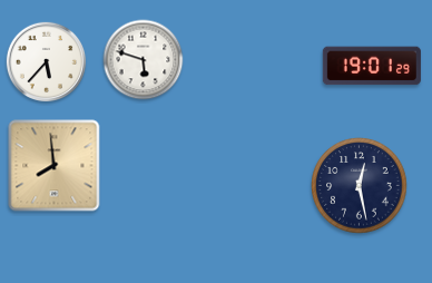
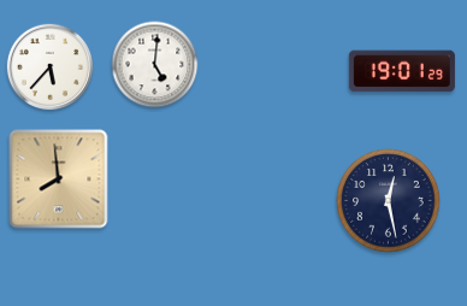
clock at (144, 60): 5:48 -> 5:01
